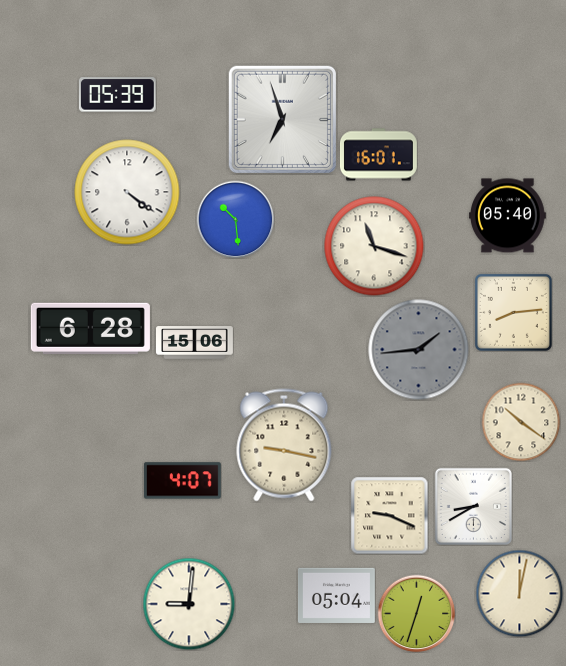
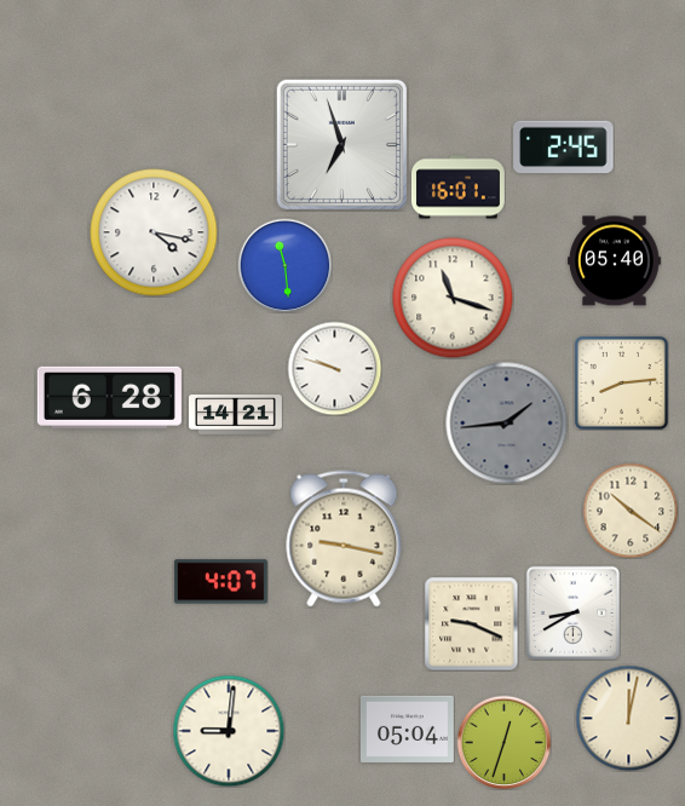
clock at (117, 95): 05:39 -> none
clock at (564, 148): none -> 2:45
clock at (127, 192): 4:21 -> 4:17
clock at (235, 219): 10:29 -> 11:29
clock at (334, 368): none -> 9:48
clock at (513, 312) position: (513, 312) -> (621, 382)
clock at (195, 343): 15:06 -> 14:21
clock at (337, 595) position: (337, 595) -> (408, 729)
